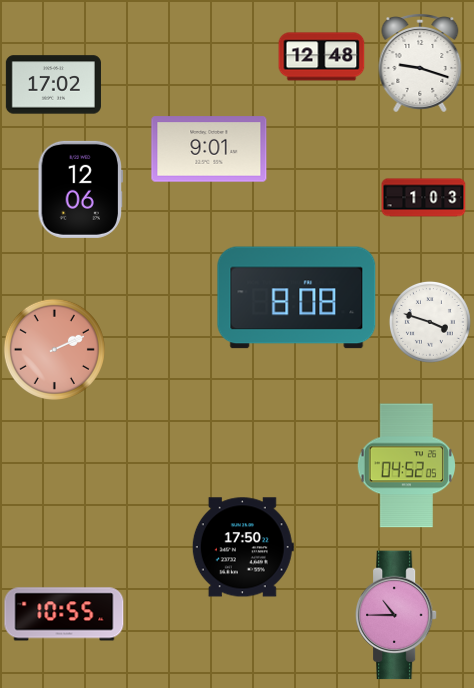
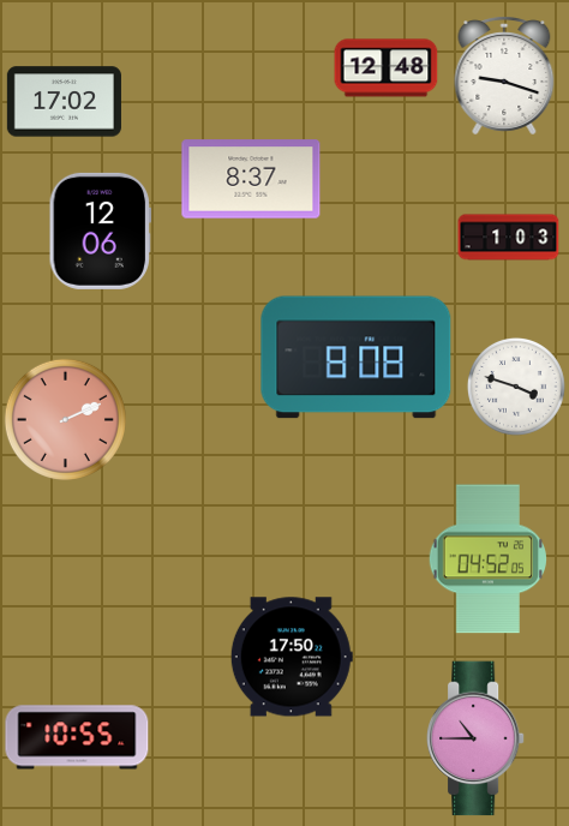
clock at (209, 149): 9:01 -> 8:37
clock at (81, 189) position: (81, 189) -> (101, 231)
